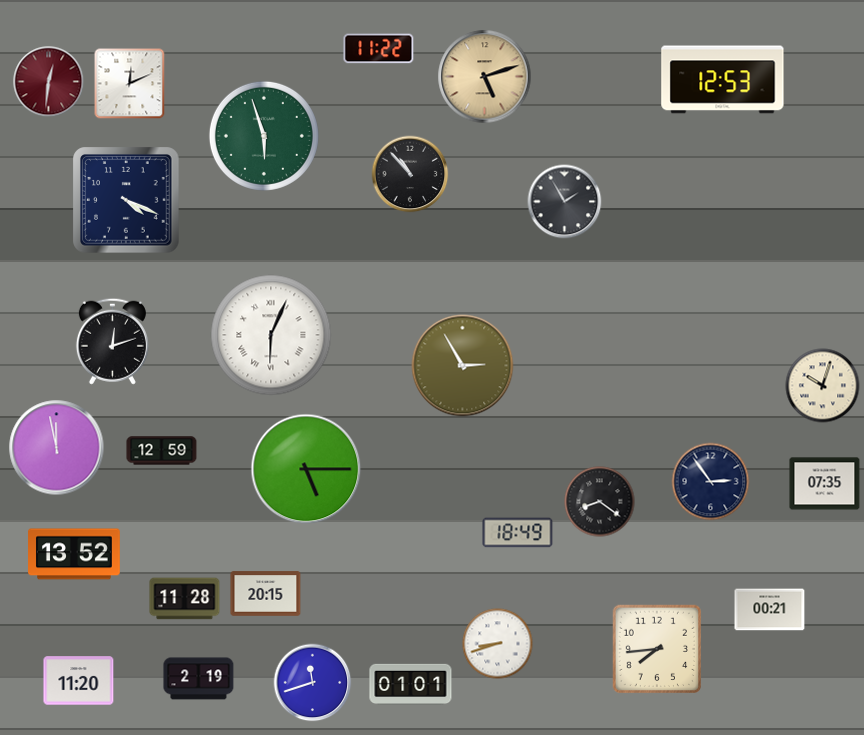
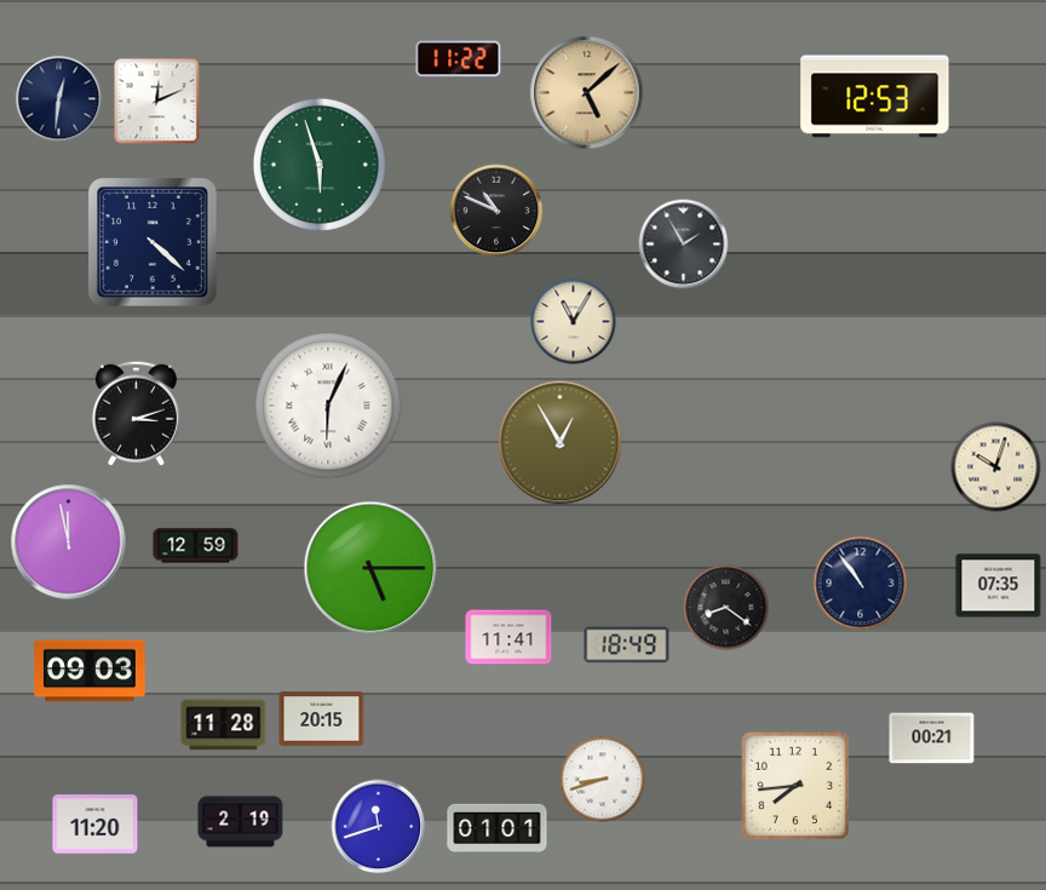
clock at (485, 77): 5:12 -> 5:08
clock at (49, 82) dial: burgundy -> navy
clock at (410, 174): 10:53 -> 10:49
clock at (126, 200): 4:19 -> 4:22
clock at (574, 322): none -> 11:05
clock at (112, 341): 12:12 -> 3:12
clock at (463, 366): 2:55 -> 12:55
clock at (711, 482): 2:54 -> 10:54
clock at (508, 637): none -> 11:41
clock at (74, 554): 13:52 -> 09:03
